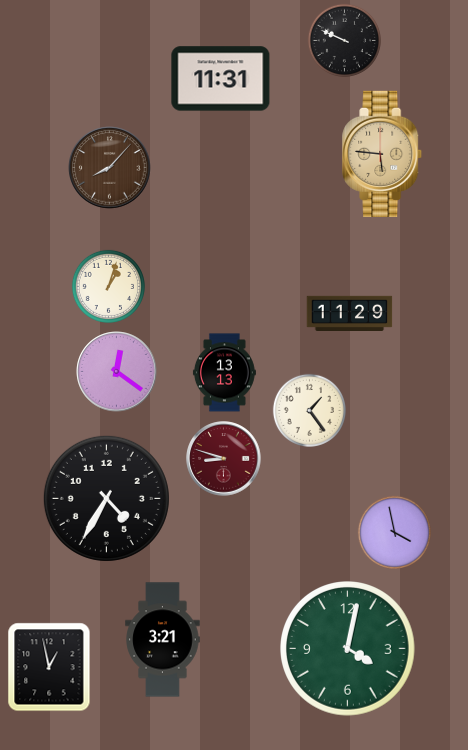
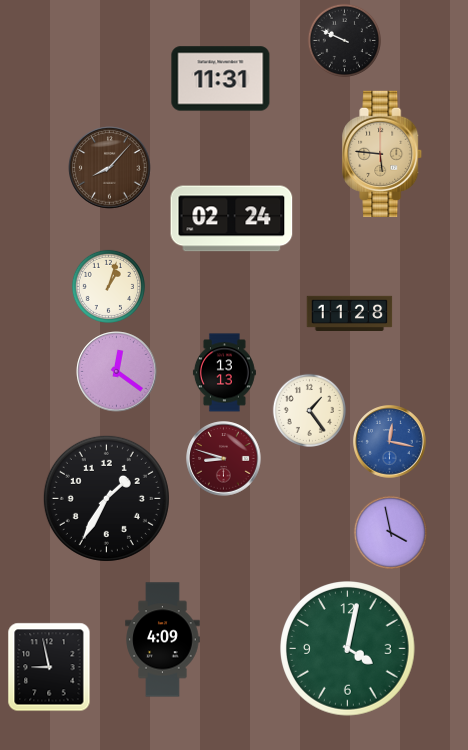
clock at (232, 219): none -> 02:24
clock at (350, 313): 11:29 -> 11:28
clock at (390, 442): none -> 12:17
clock at (106, 498): 4:35 -> 1:35
clock at (394, 532) position: (394, 532) -> (390, 532)
clock at (163, 640): 3:21 -> 4:09
clock at (49, 667): 12:58 -> 8:58
